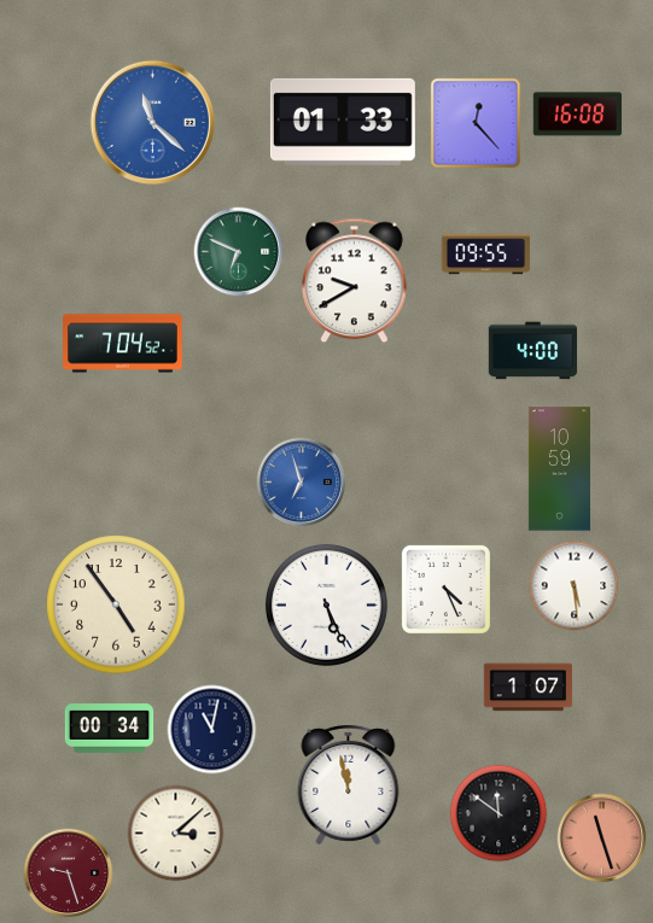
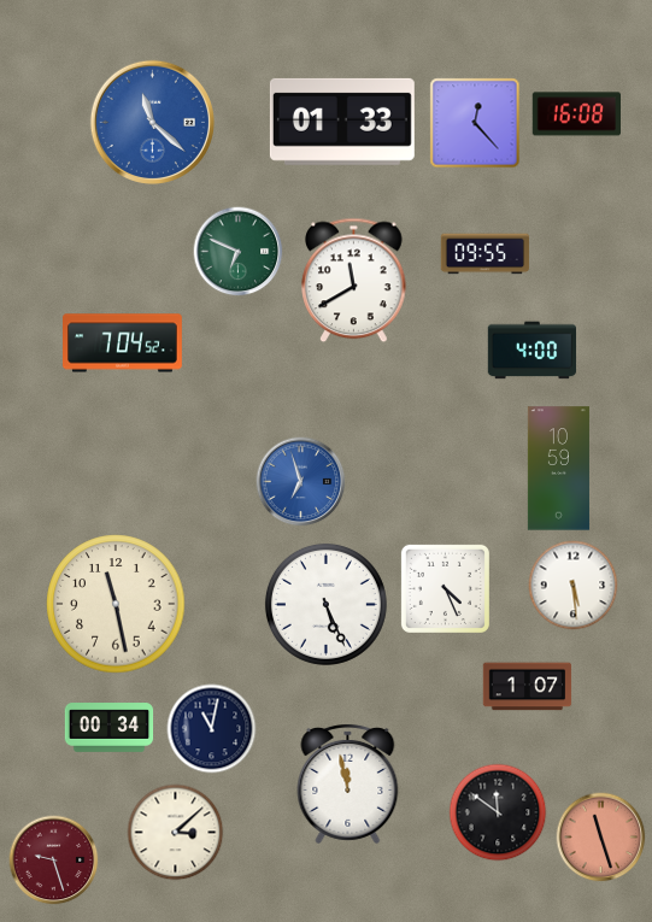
clock at (355, 281): 9:40 -> 11:40
clock at (116, 604): 4:54 -> 11:28
clock at (69, 874) position: (69, 874) -> (54, 861)
